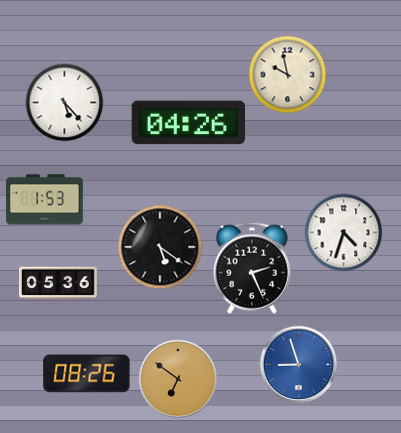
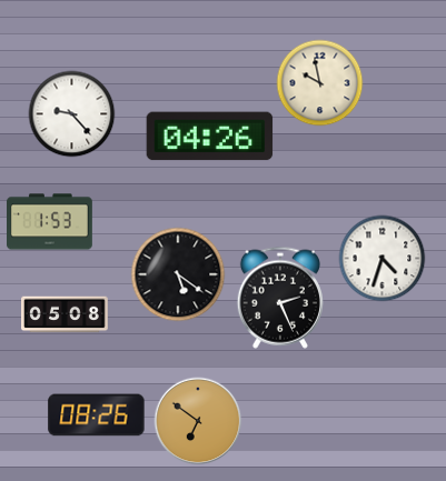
clock at (64, 102): 5:23 -> 9:23
clock at (59, 283): 05:36 -> 05:08
clock at (298, 364): 8:57 -> none
